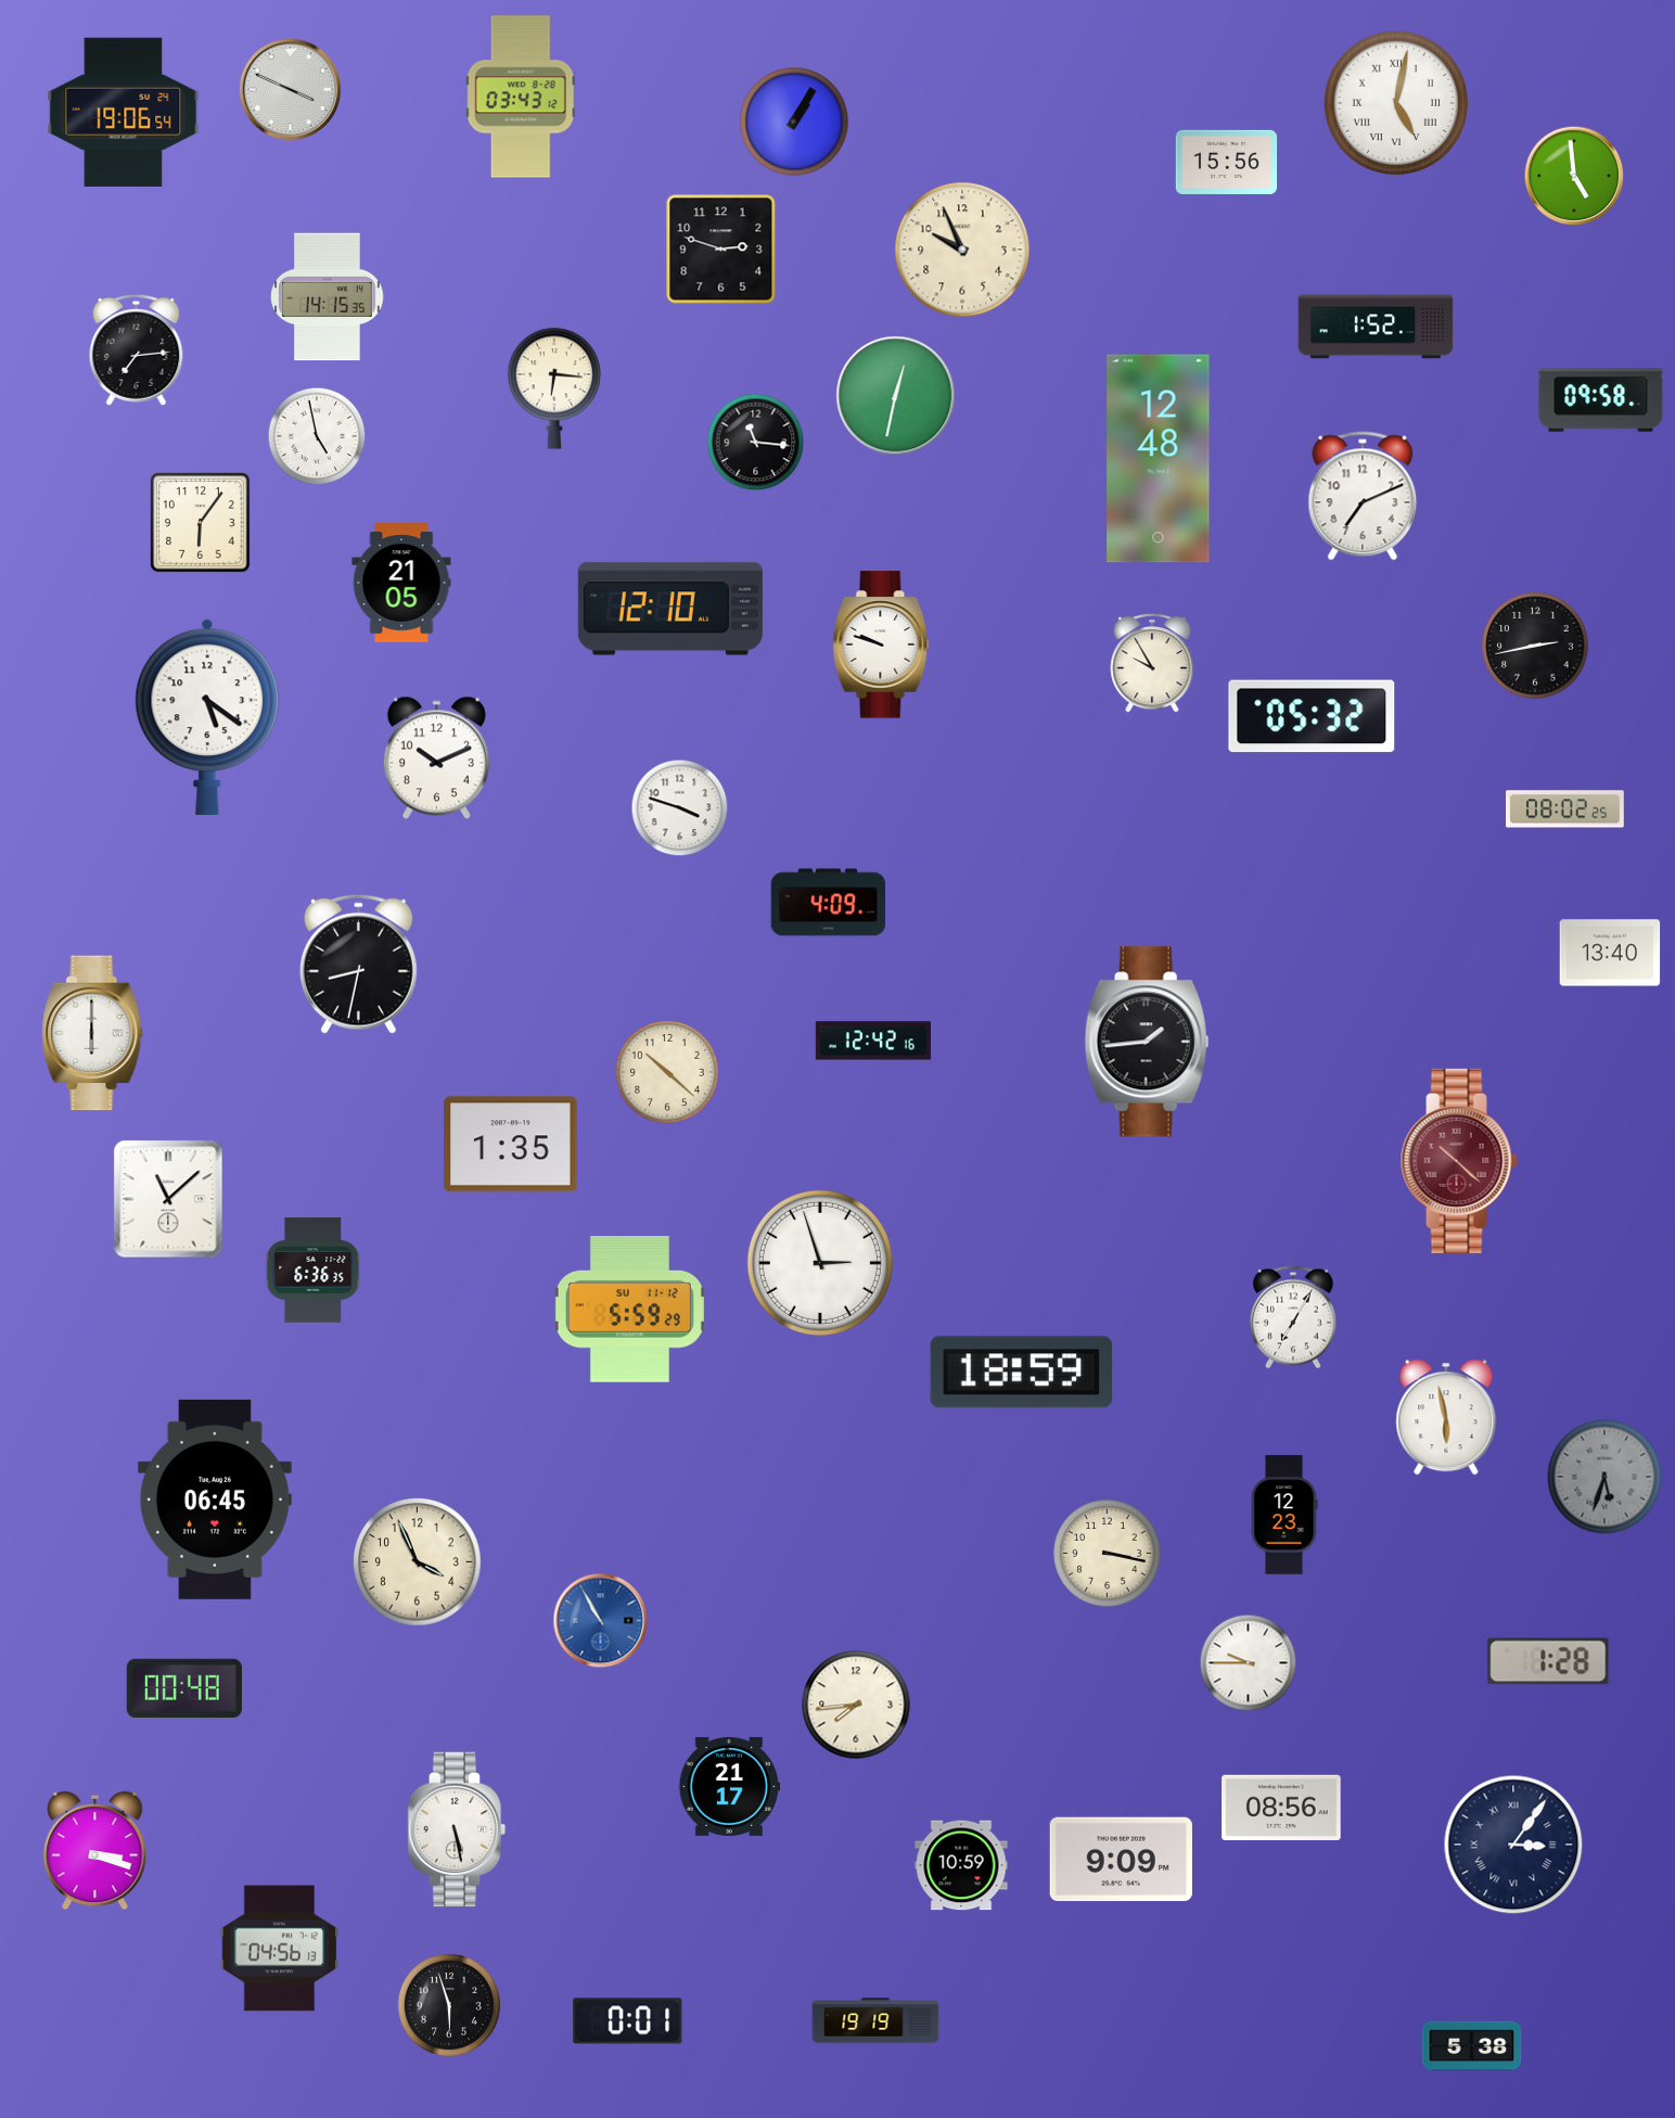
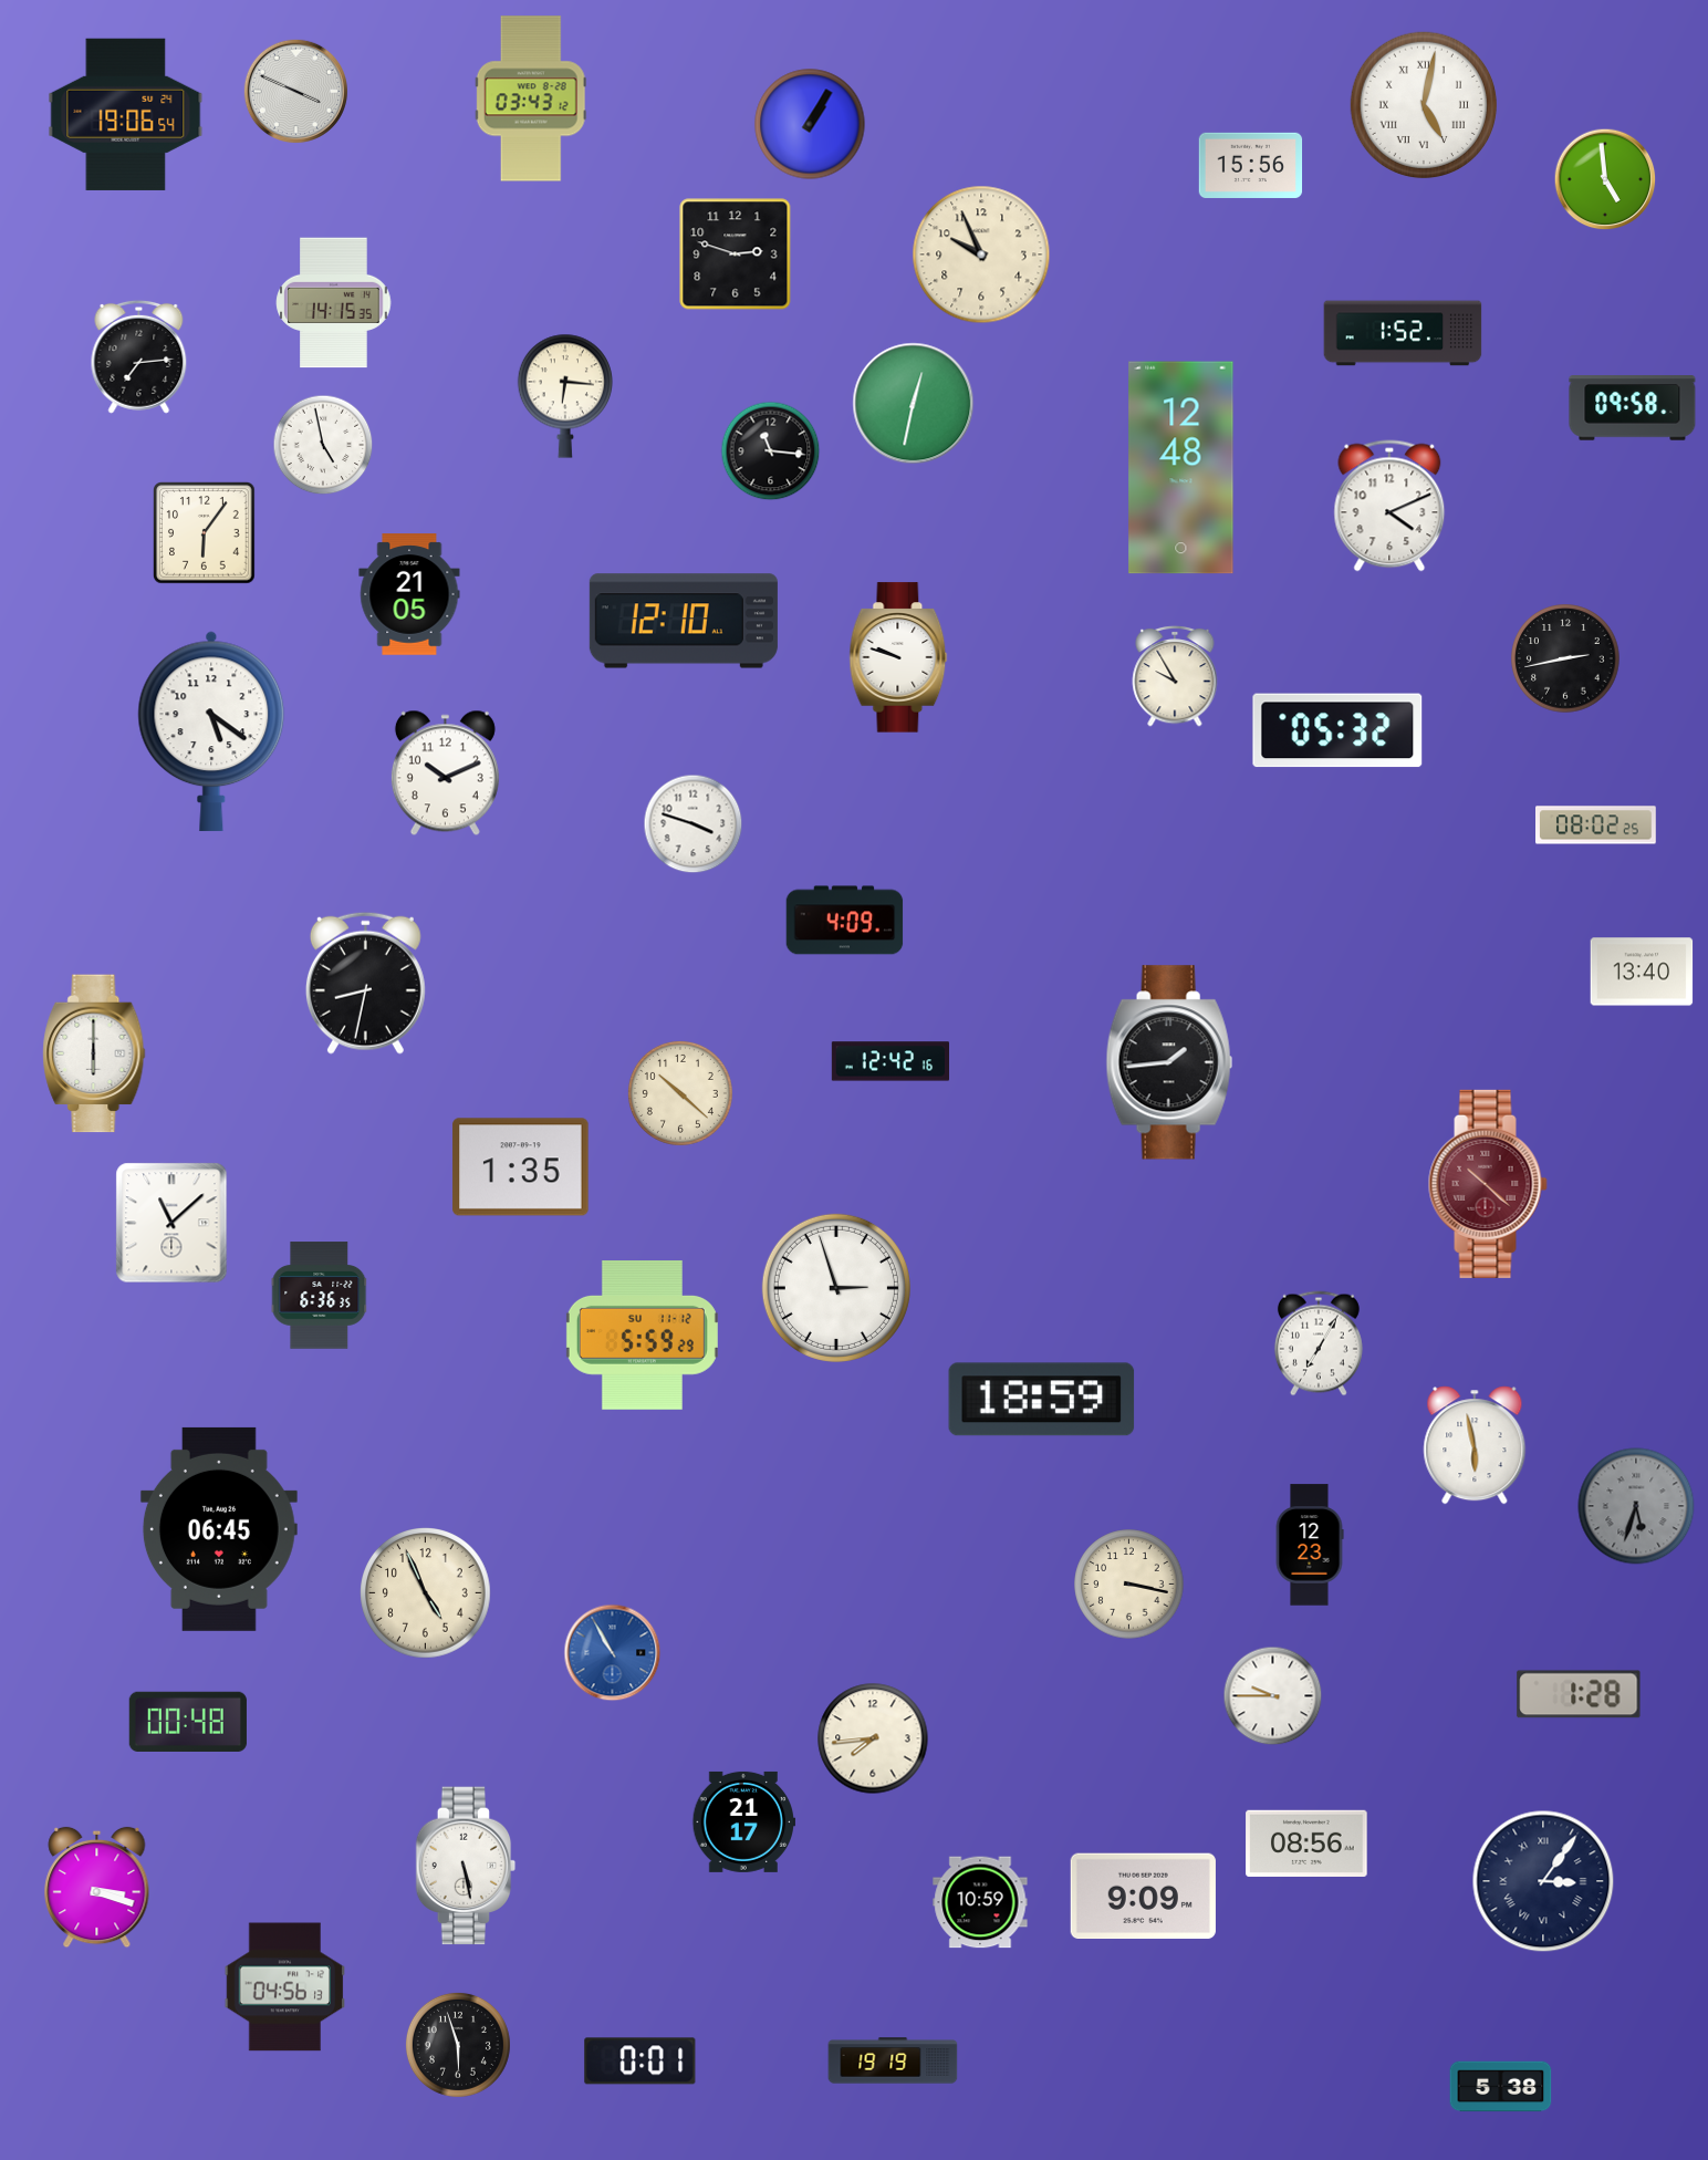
clock at (1363, 496): 7:11 -> 4:11
clock at (418, 1562): 3:56 -> 4:56
